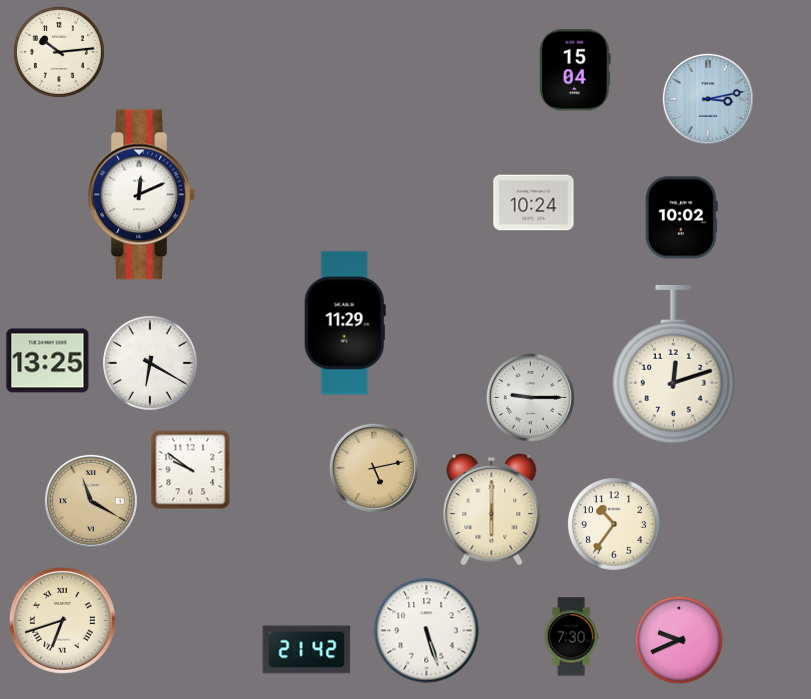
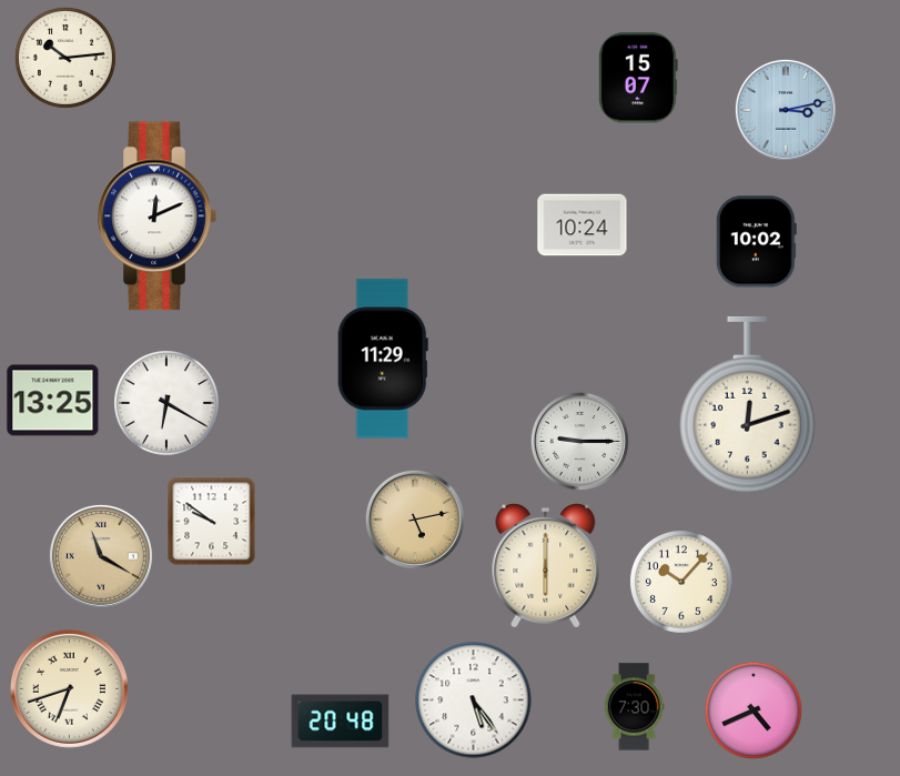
clock at (576, 70): 15:04 -> 15:07
clock at (534, 203) position: (534, 203) -> (583, 225)
clock at (530, 397) position: (530, 397) -> (579, 441)
clock at (614, 524): 10:36 -> 10:07
clock at (427, 631): 5:27 -> 5:24
clock at (679, 640): 9:41 -> 4:41
clock at (307, 650): 21:42 -> 20:48
